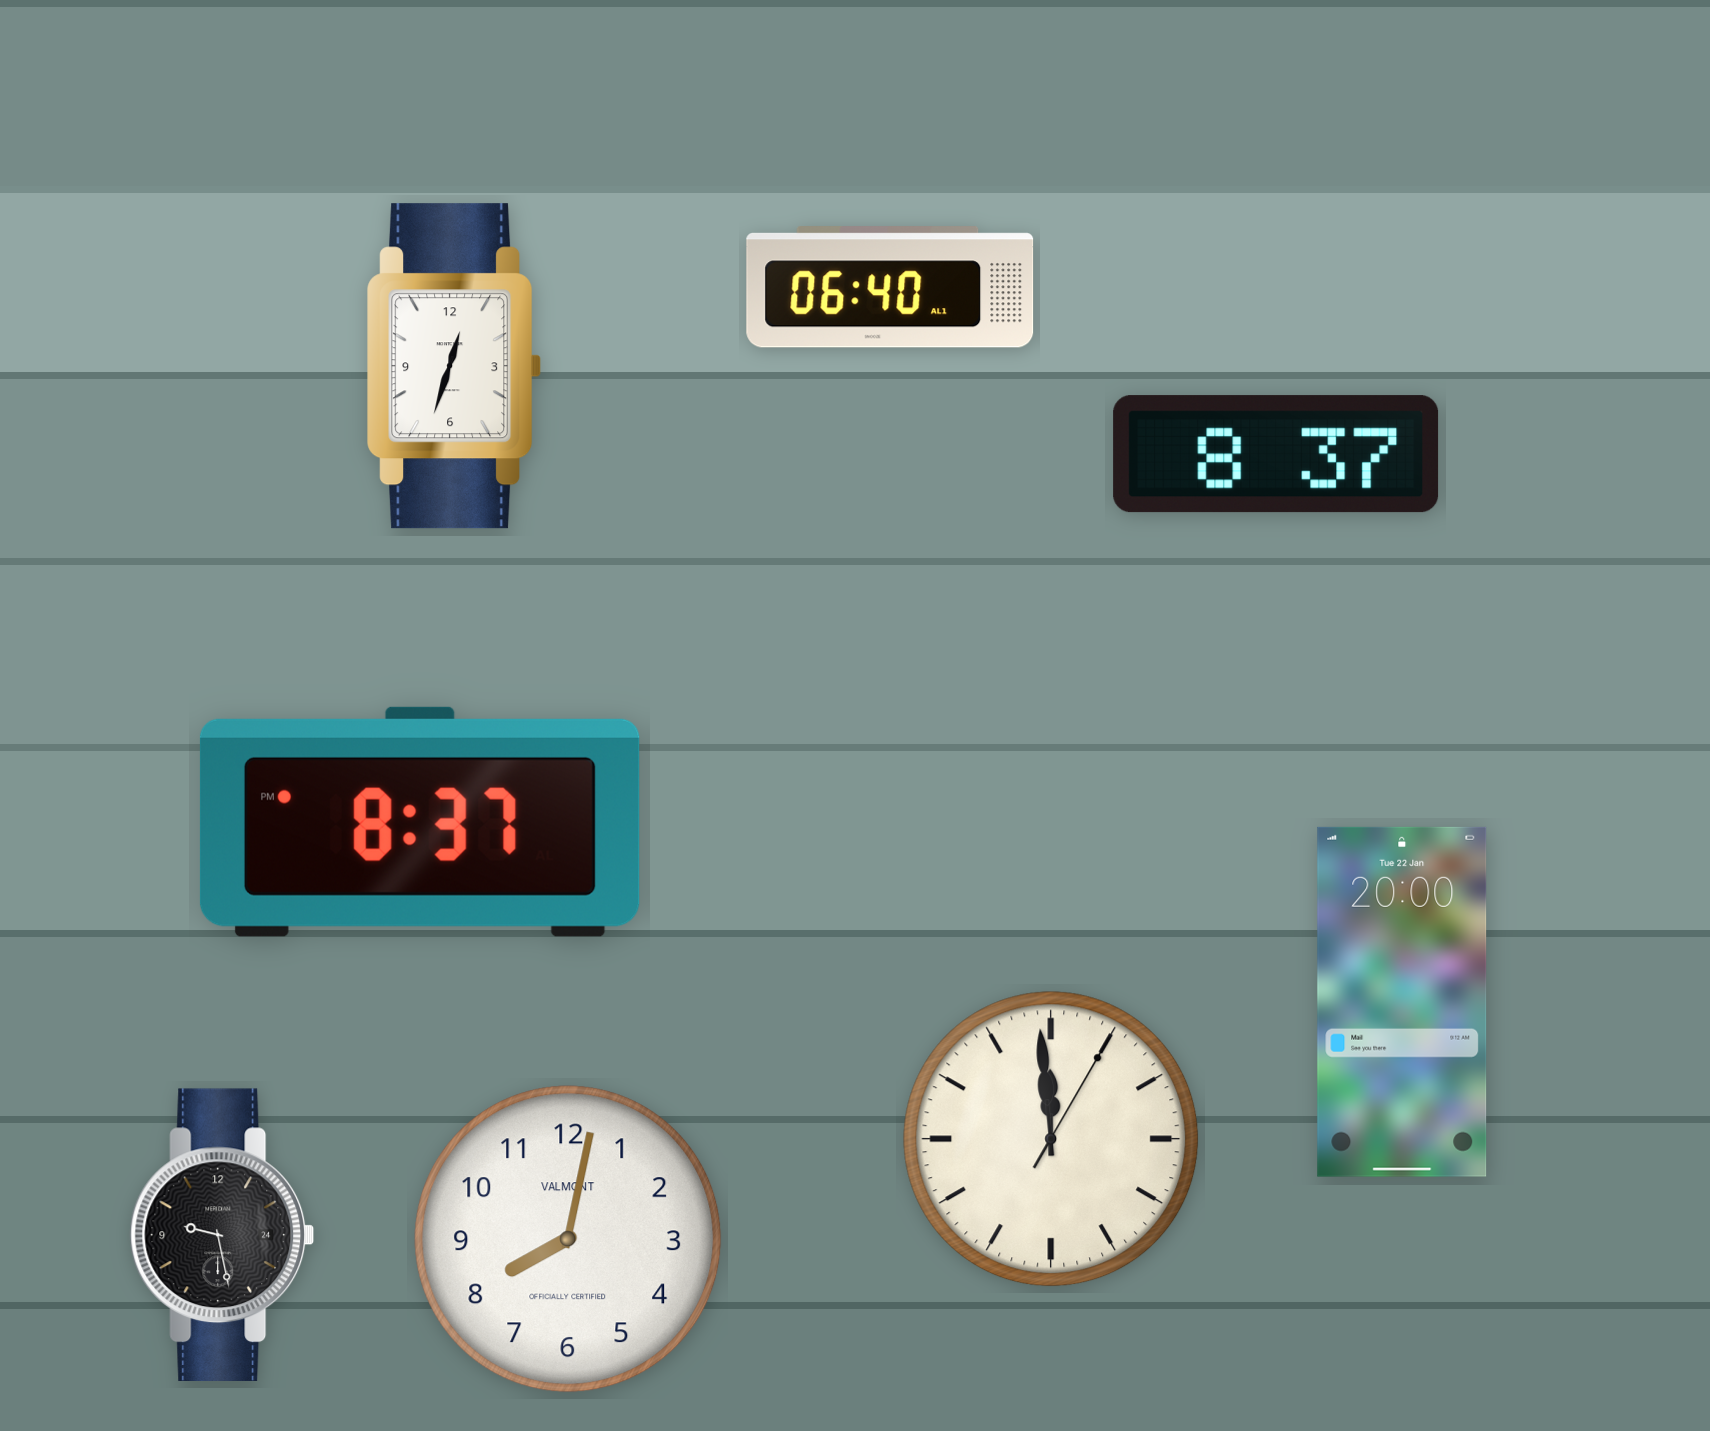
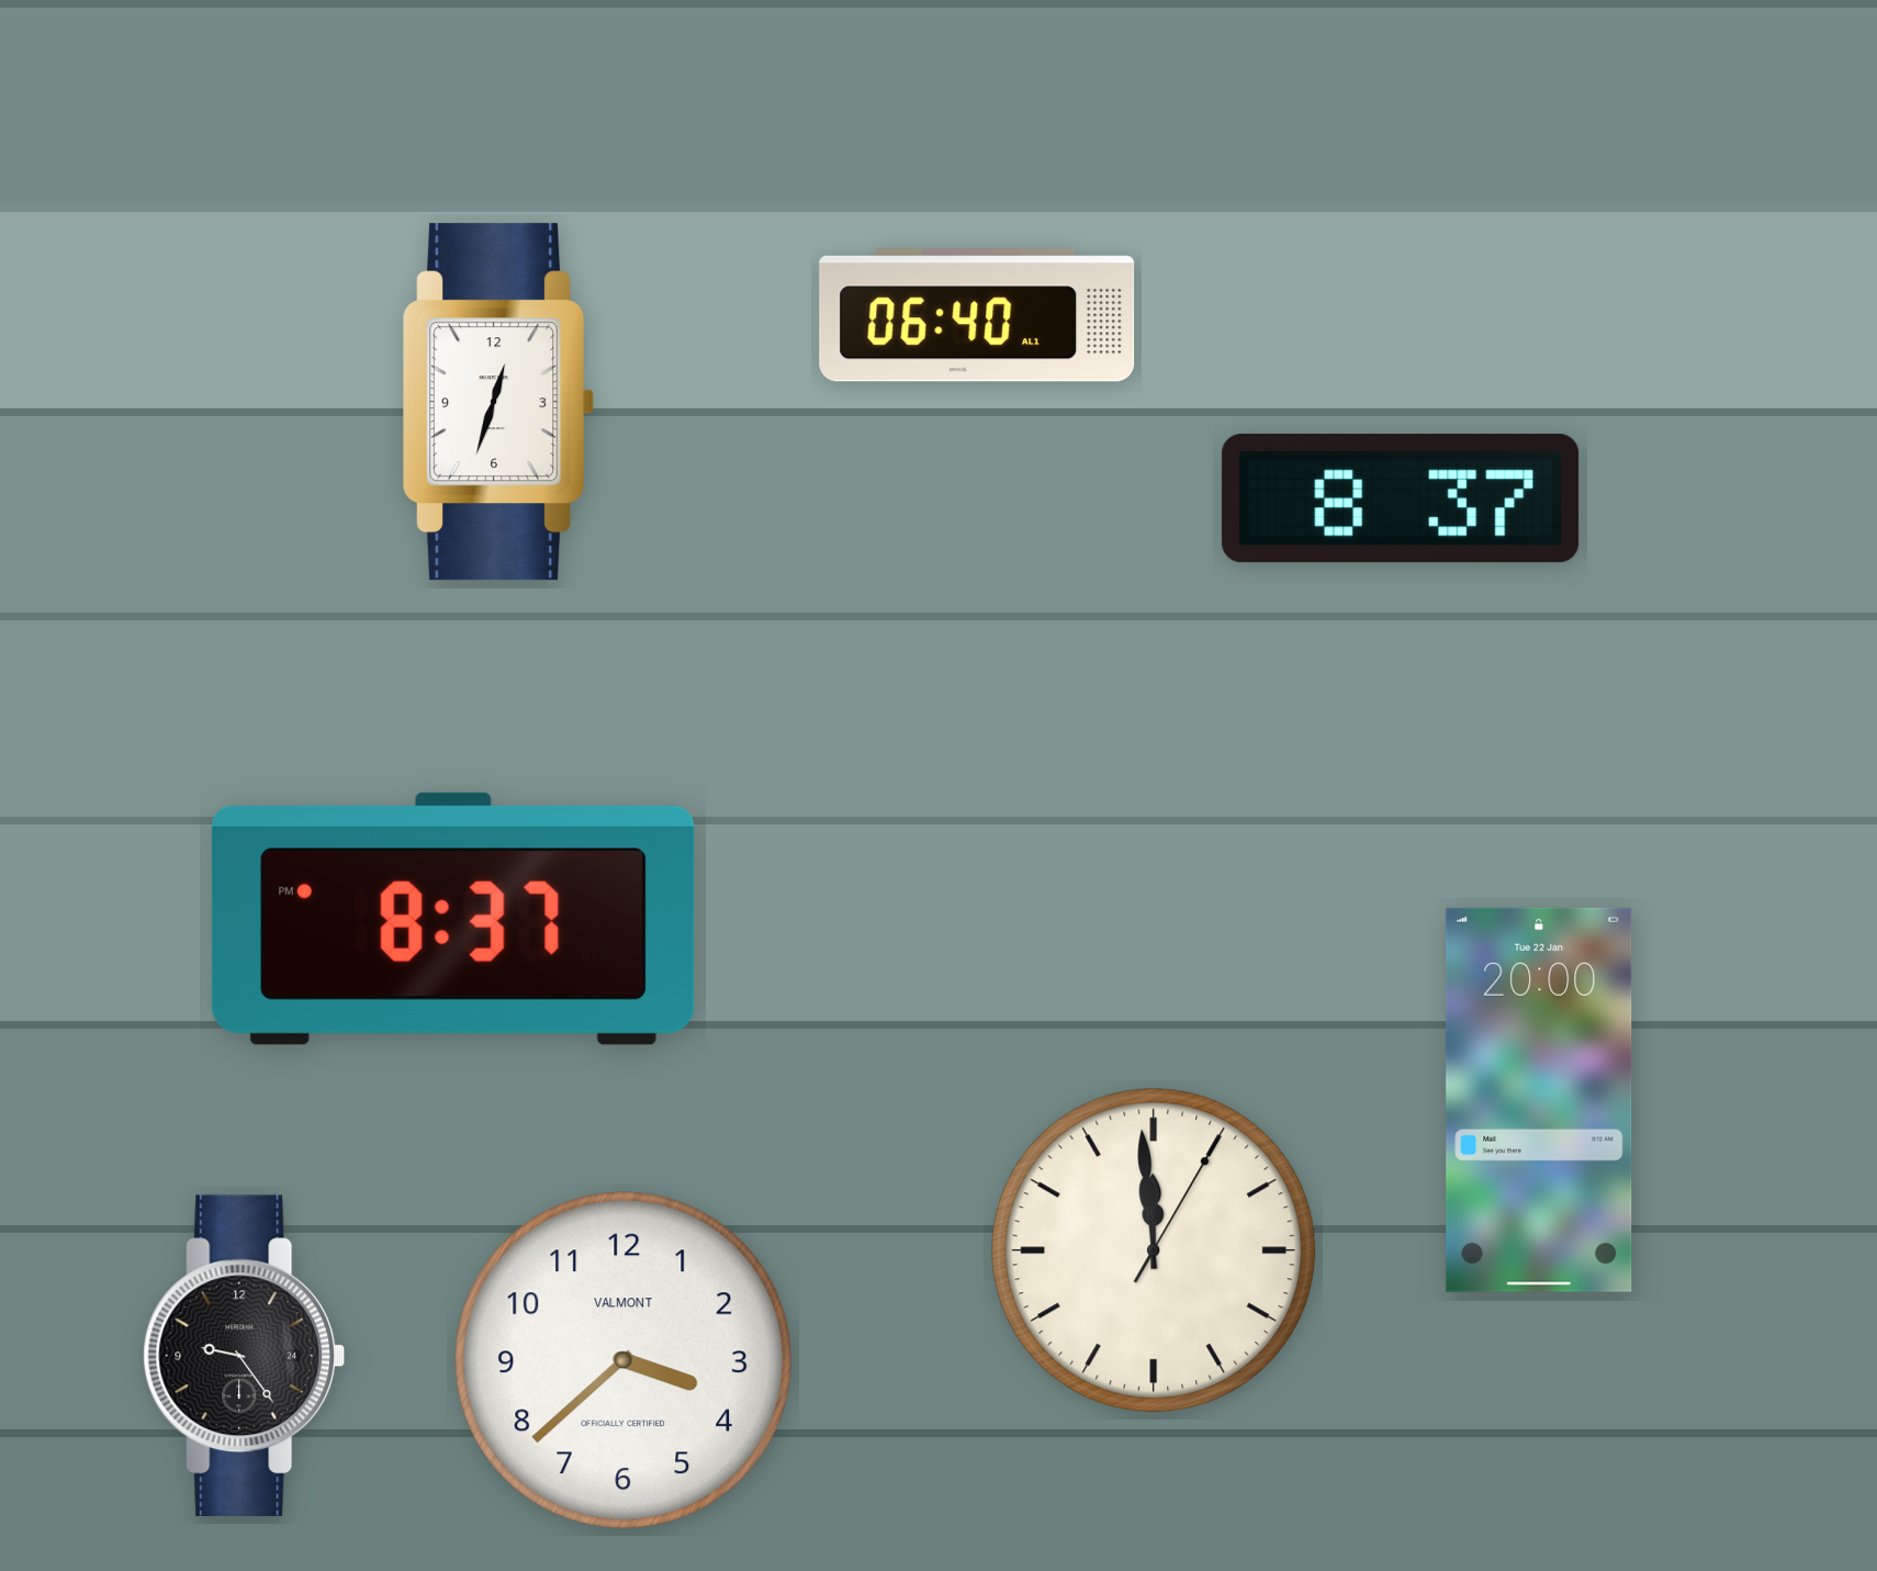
clock at (420, 822) position: (420, 822) -> (453, 919)
clock at (222, 1234): 9:28 -> 9:24
clock at (568, 1239): 8:02 -> 3:38
